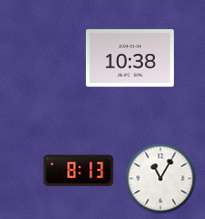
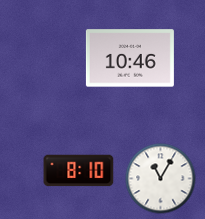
clock at (130, 58): 10:38 -> 10:46
clock at (79, 171): 8:13 -> 8:10
